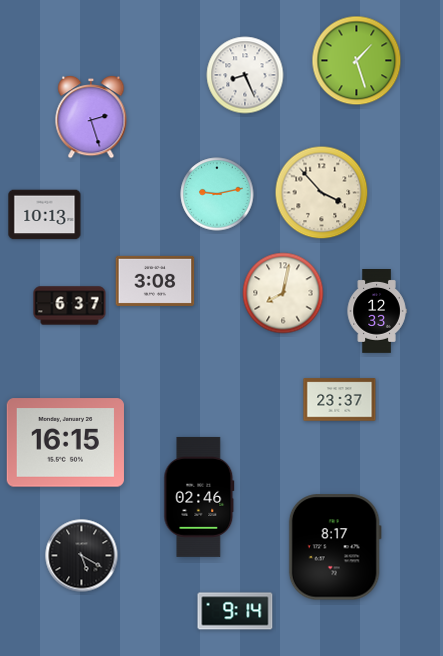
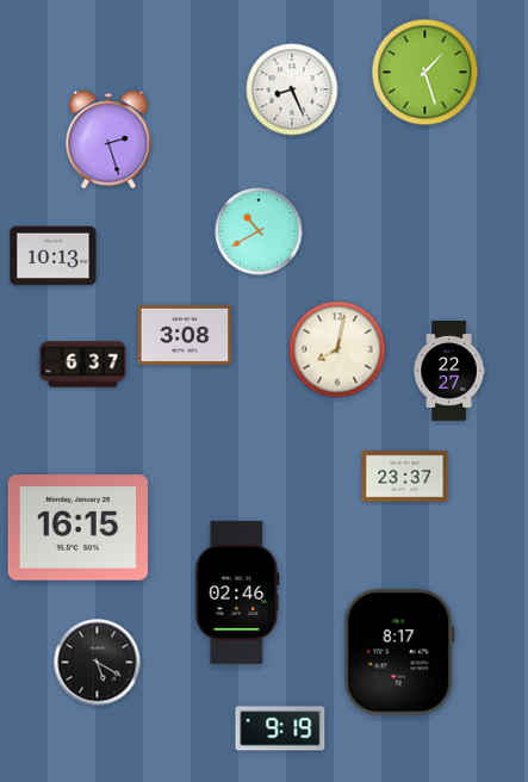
clock at (322, 193): 3:53 -> none
clock at (217, 194): 9:13 -> 10:40
clock at (377, 312): 12:33 -> 22:27
clock at (235, 611): 9:14 -> 9:19
